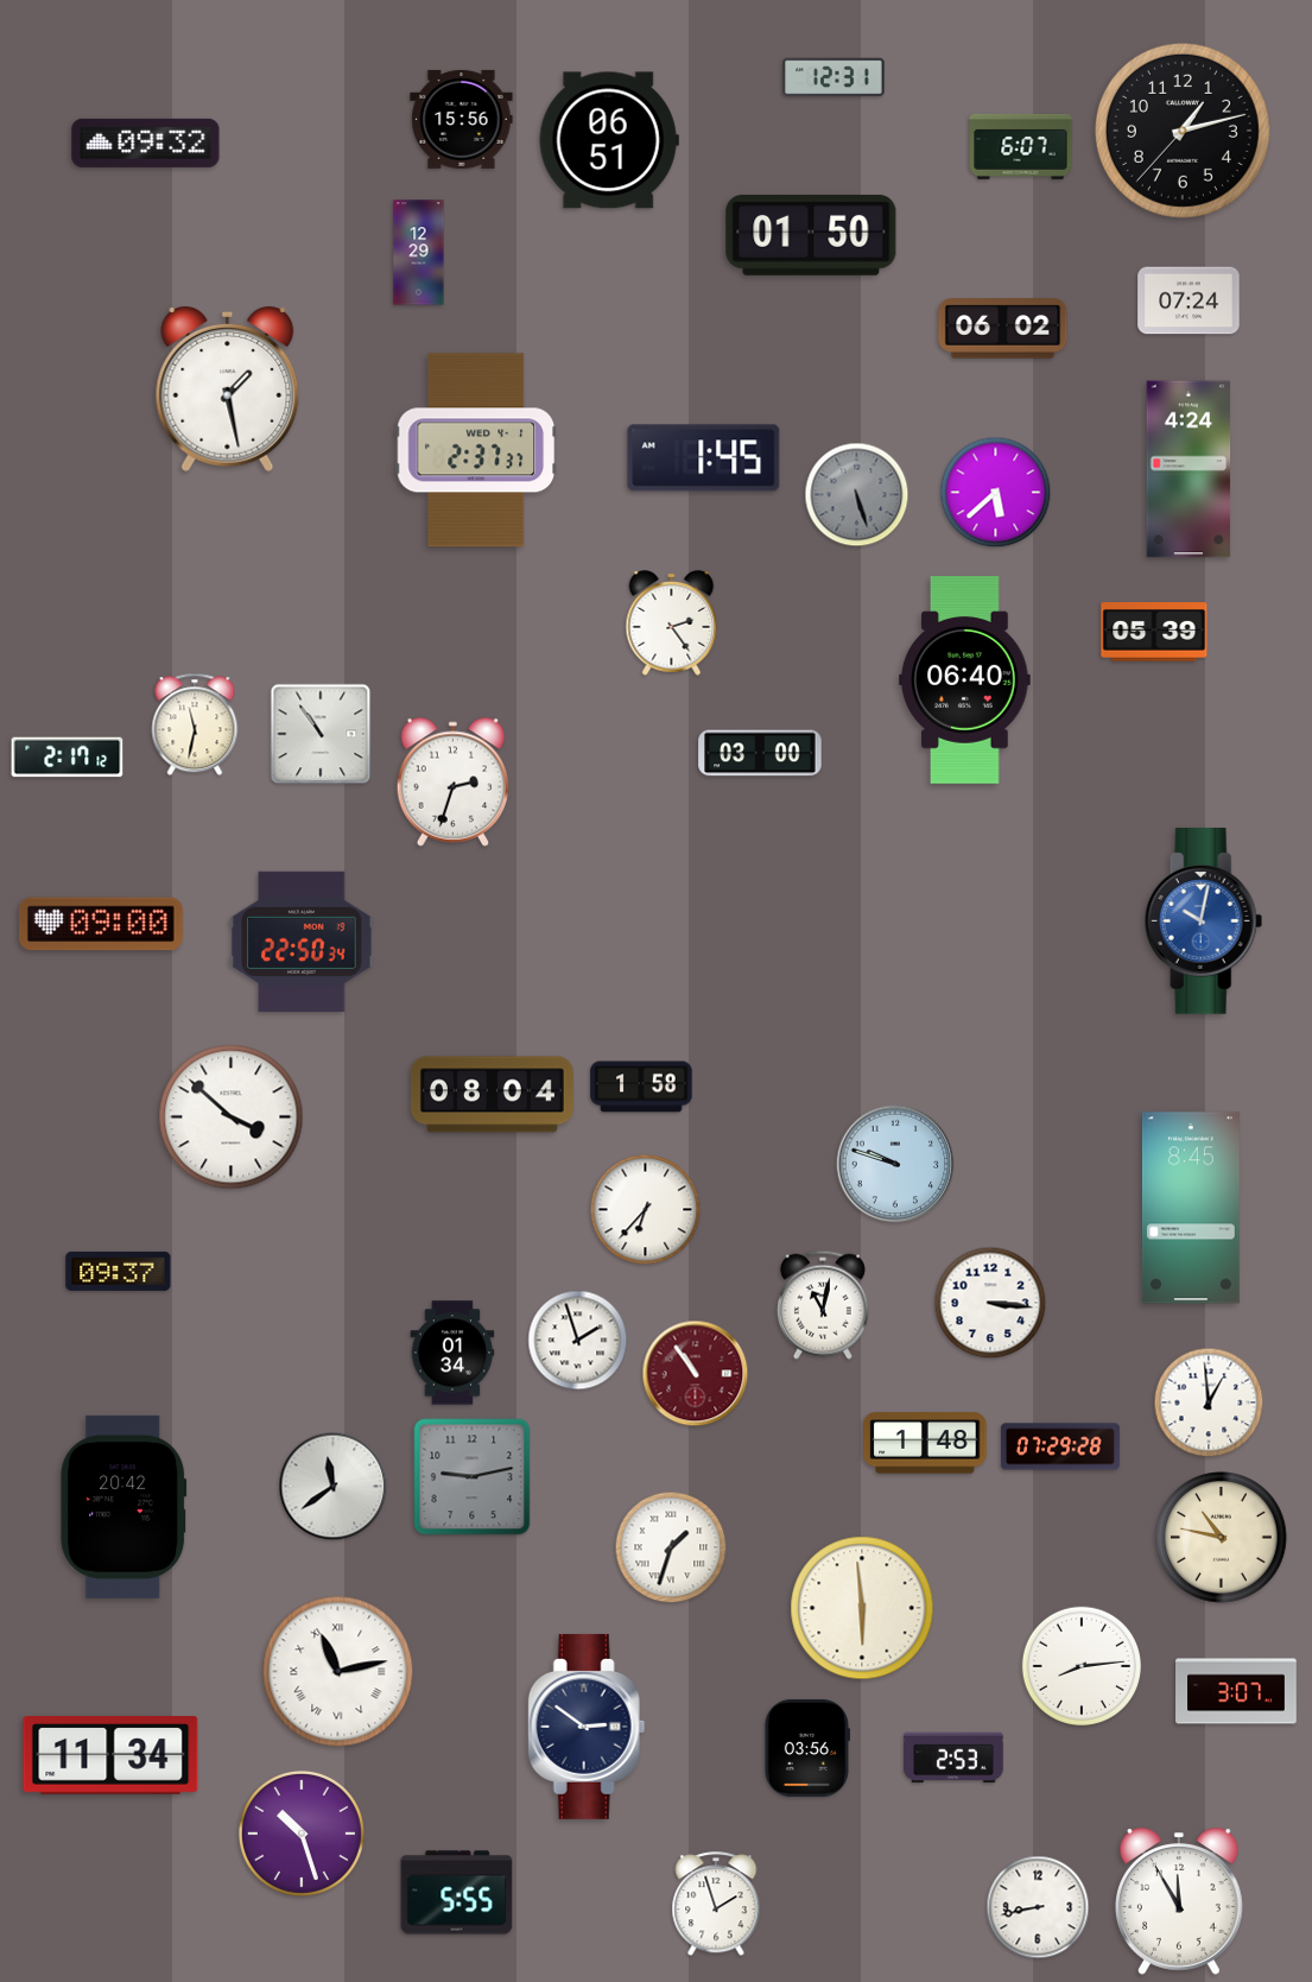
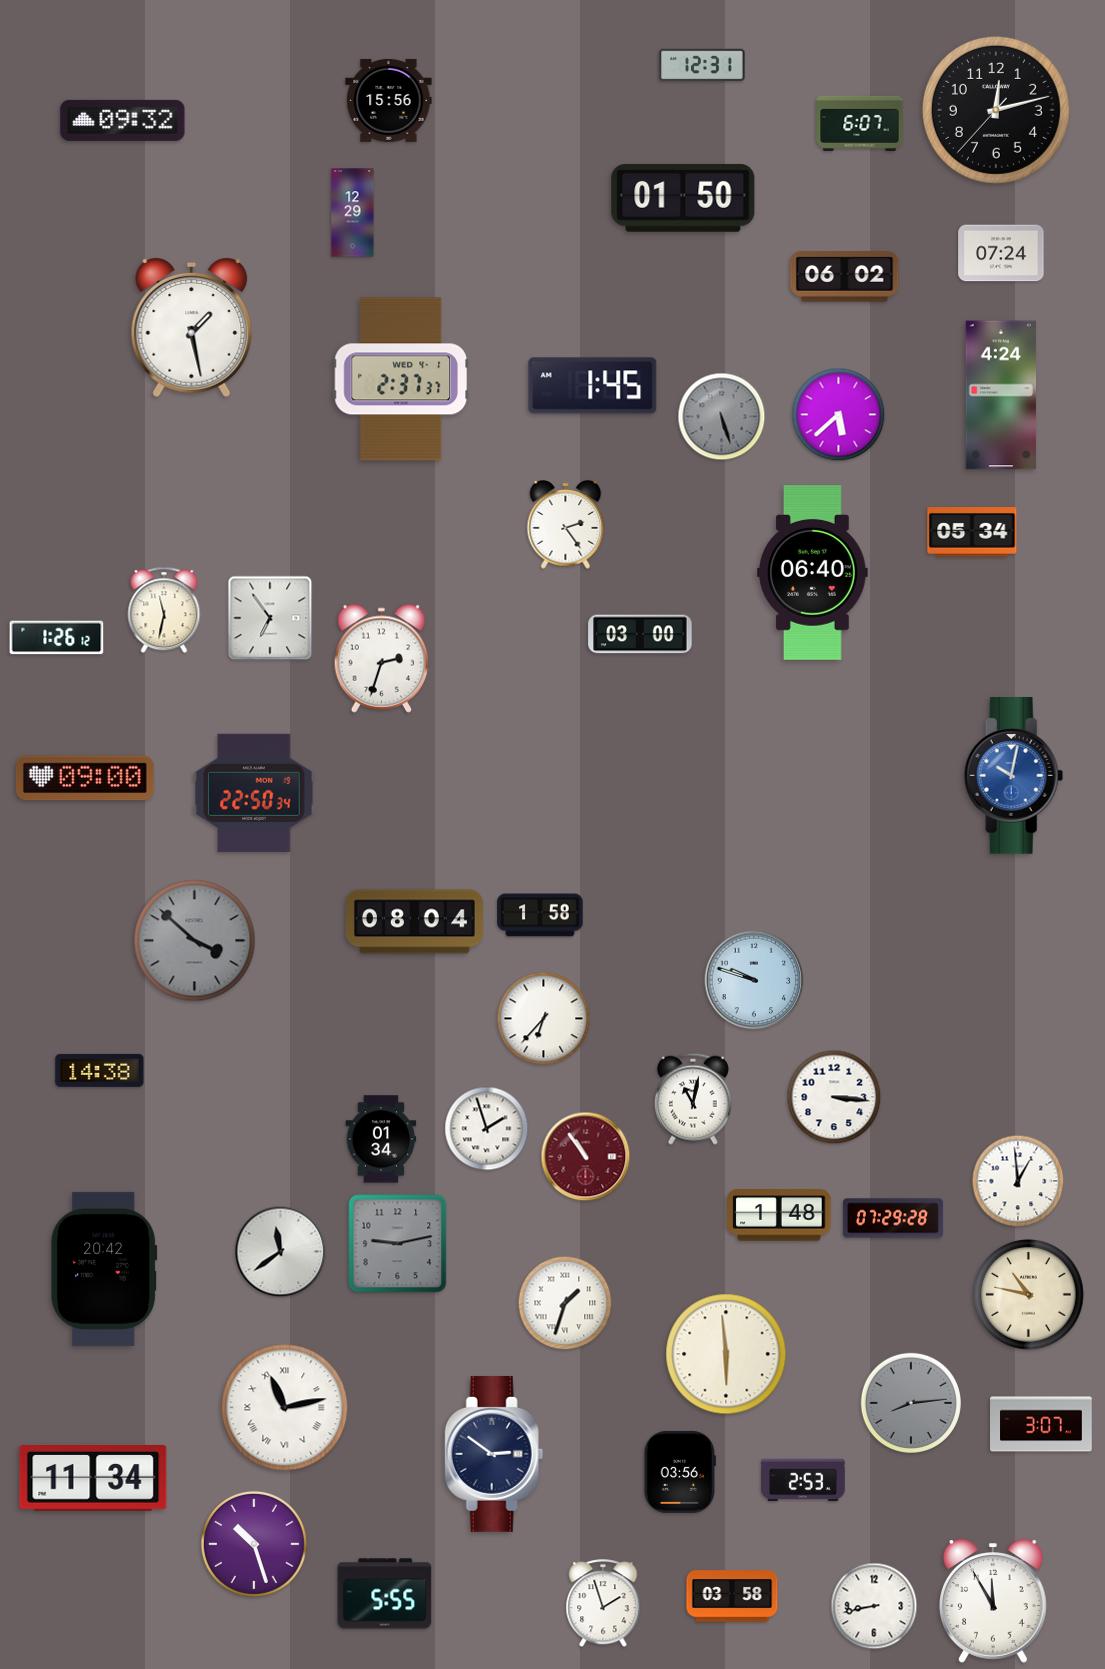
clock at (1183, 131): 1:12 -> 12:12
clock at (609, 140): 06:51 -> none
clock at (1154, 632): 05:39 -> 05:34
clock at (321, 734): 10:54 -> 6:54
clock at (68, 758): 2:17 -> 1:26
clock at (232, 1117) dial: white -> grey
clock at (1191, 1208): 8:45 -> none
clock at (119, 1271): 09:37 -> 14:38
clock at (1082, 1666) dial: white -> grey
clock at (732, 1596): none -> 03:58
